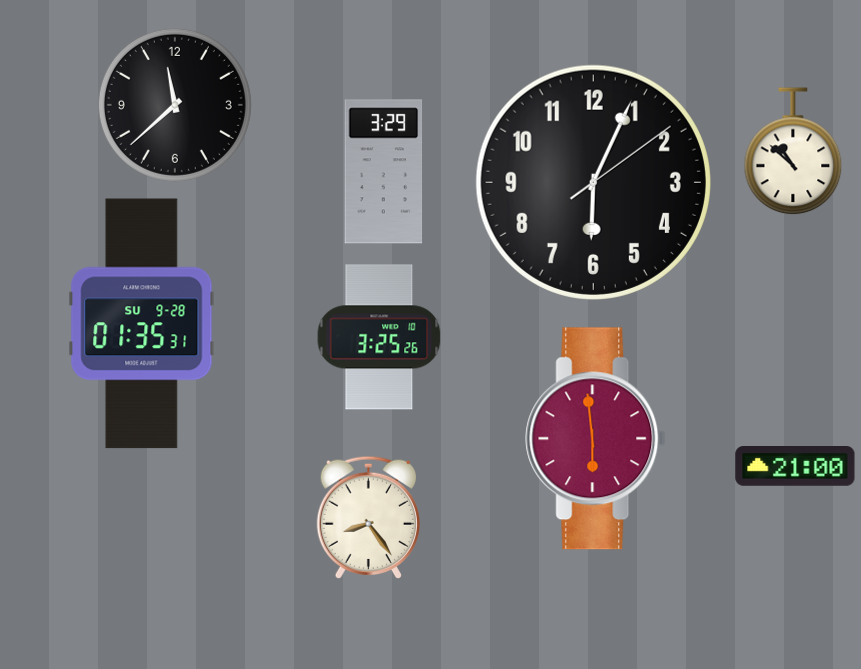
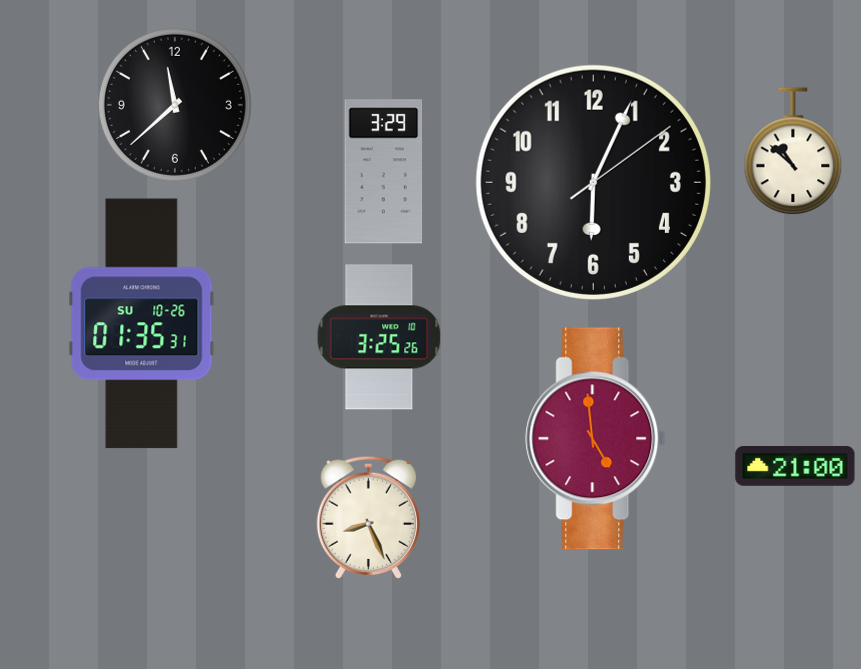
clock at (142, 324) date: SU 9-28 -> SU 10-26
clock at (596, 439): 5:59 -> 4:59
clock at (368, 517): 8:24 -> 8:26
